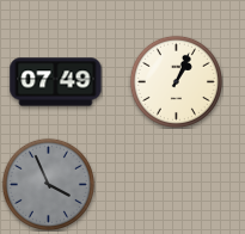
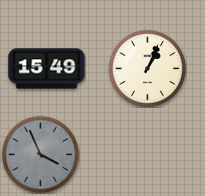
clock at (56, 82): 07:49 -> 15:49
